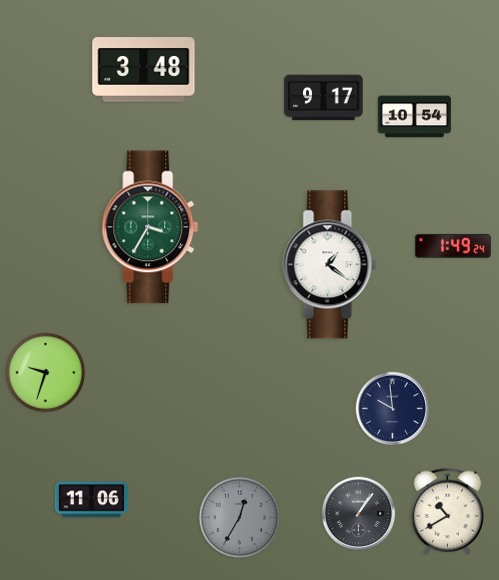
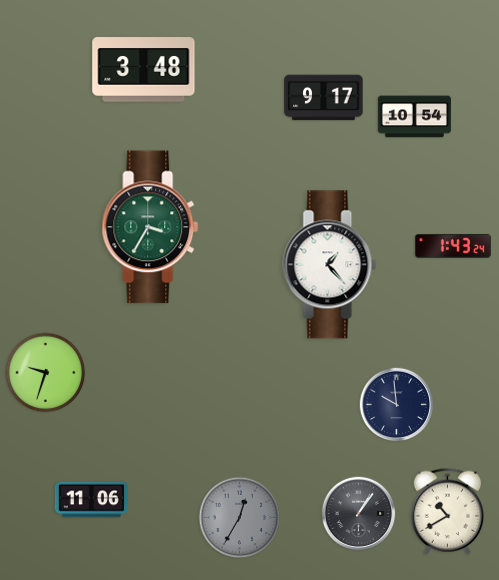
clock at (454, 246): 1:49 -> 1:43
clock at (330, 265): 1:21 -> 1:23
clock at (393, 409) position: (393, 409) -> (397, 405)
